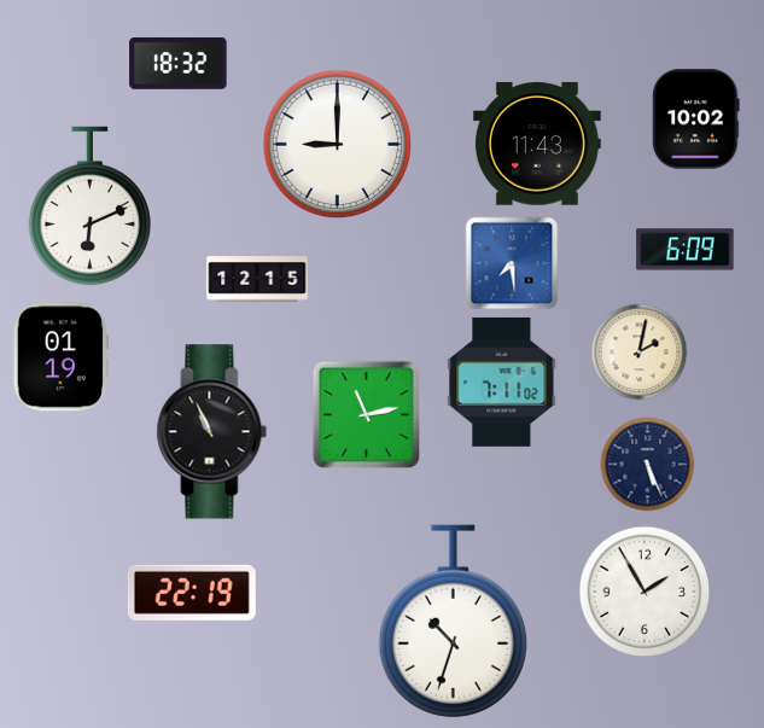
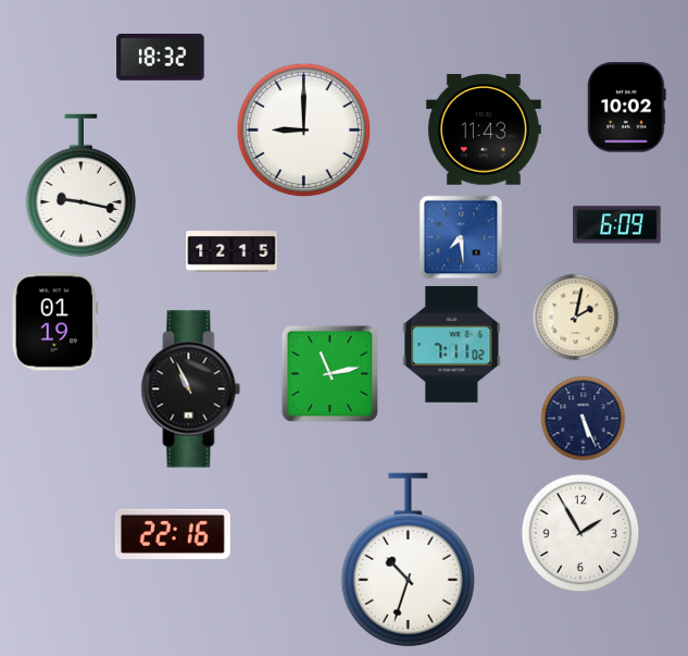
clock at (89, 206): 6:11 -> 9:17
clock at (192, 593): 22:19 -> 22:16
